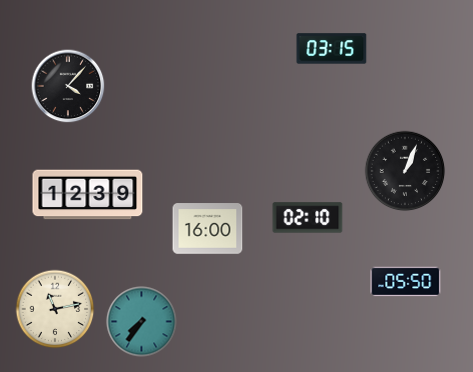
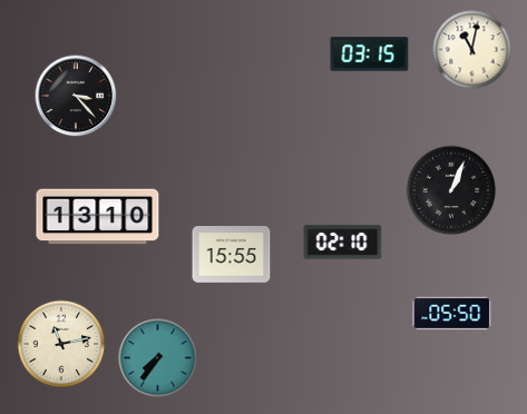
clock at (472, 50): none -> 11:02
clock at (68, 86): 4:07 -> 3:23
clock at (88, 195): 12:39 -> 13:10
clock at (208, 229): 16:00 -> 15:55
